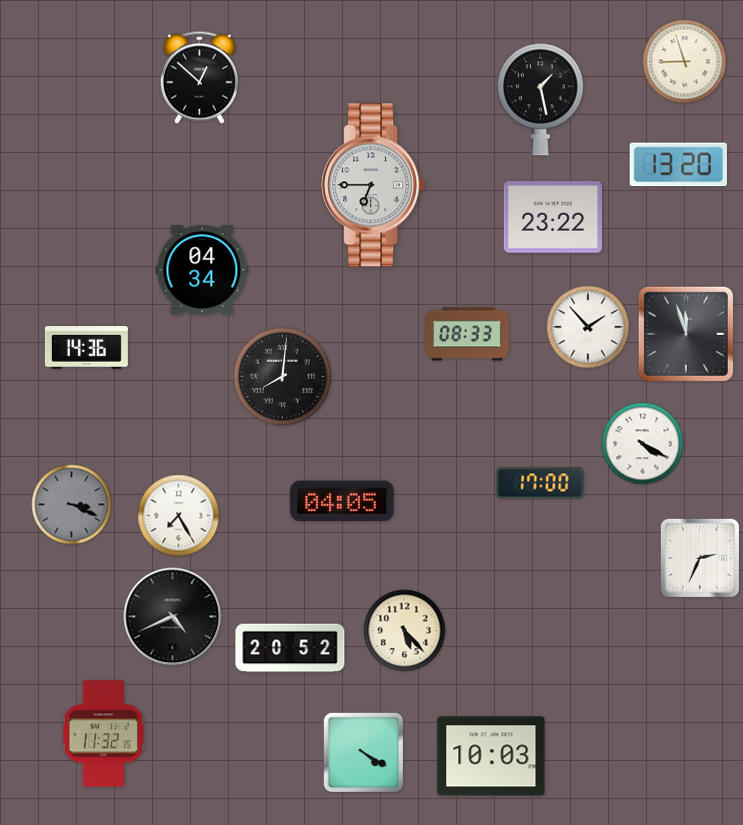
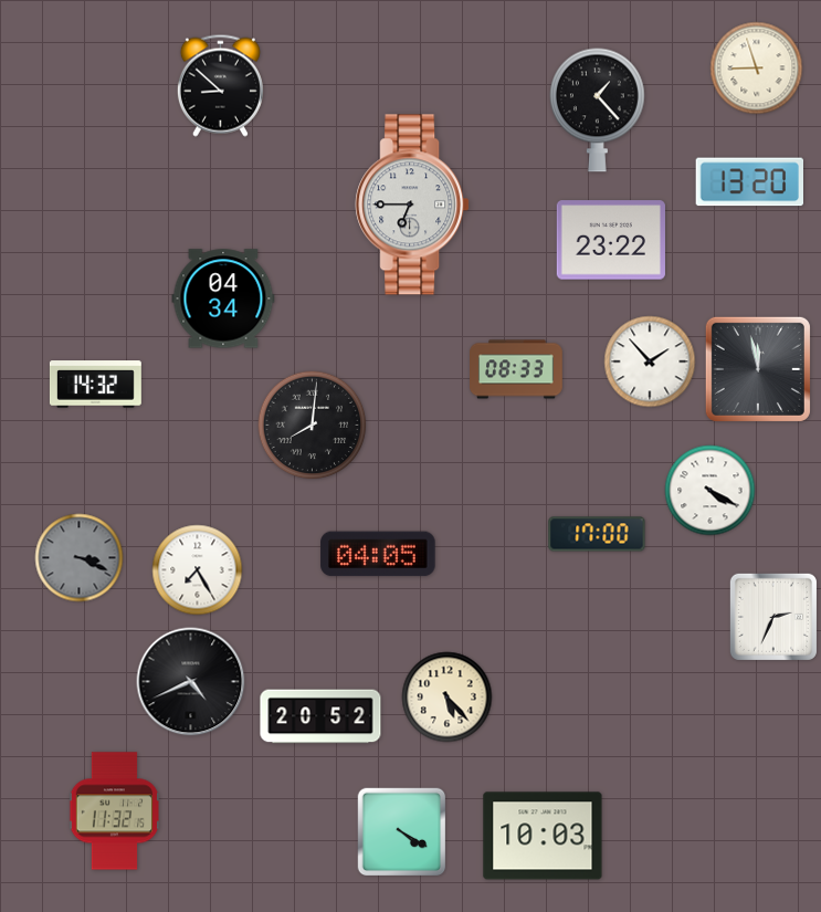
clock at (199, 77): 12:52 -> 8:52
clock at (541, 99): 1:28 -> 1:23
clock at (686, 334): 11:57 -> 11:58
clock at (86, 348): 14:36 -> 14:32
clock at (283, 377) position: (283, 377) -> (313, 426)
